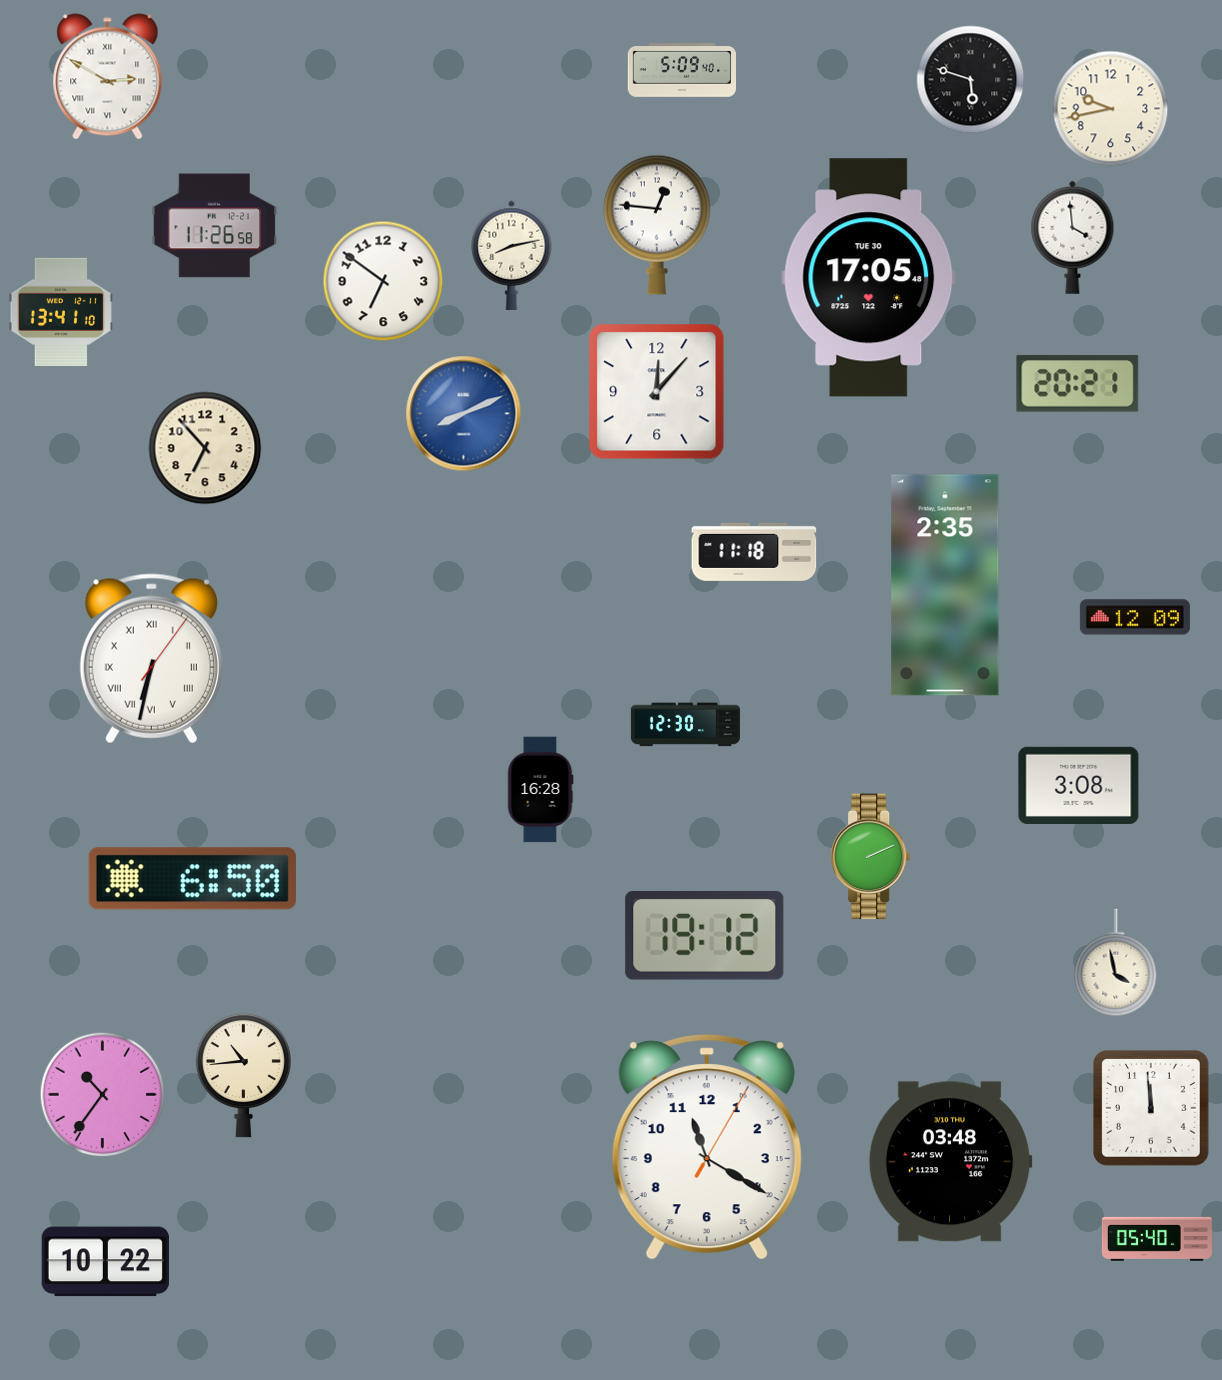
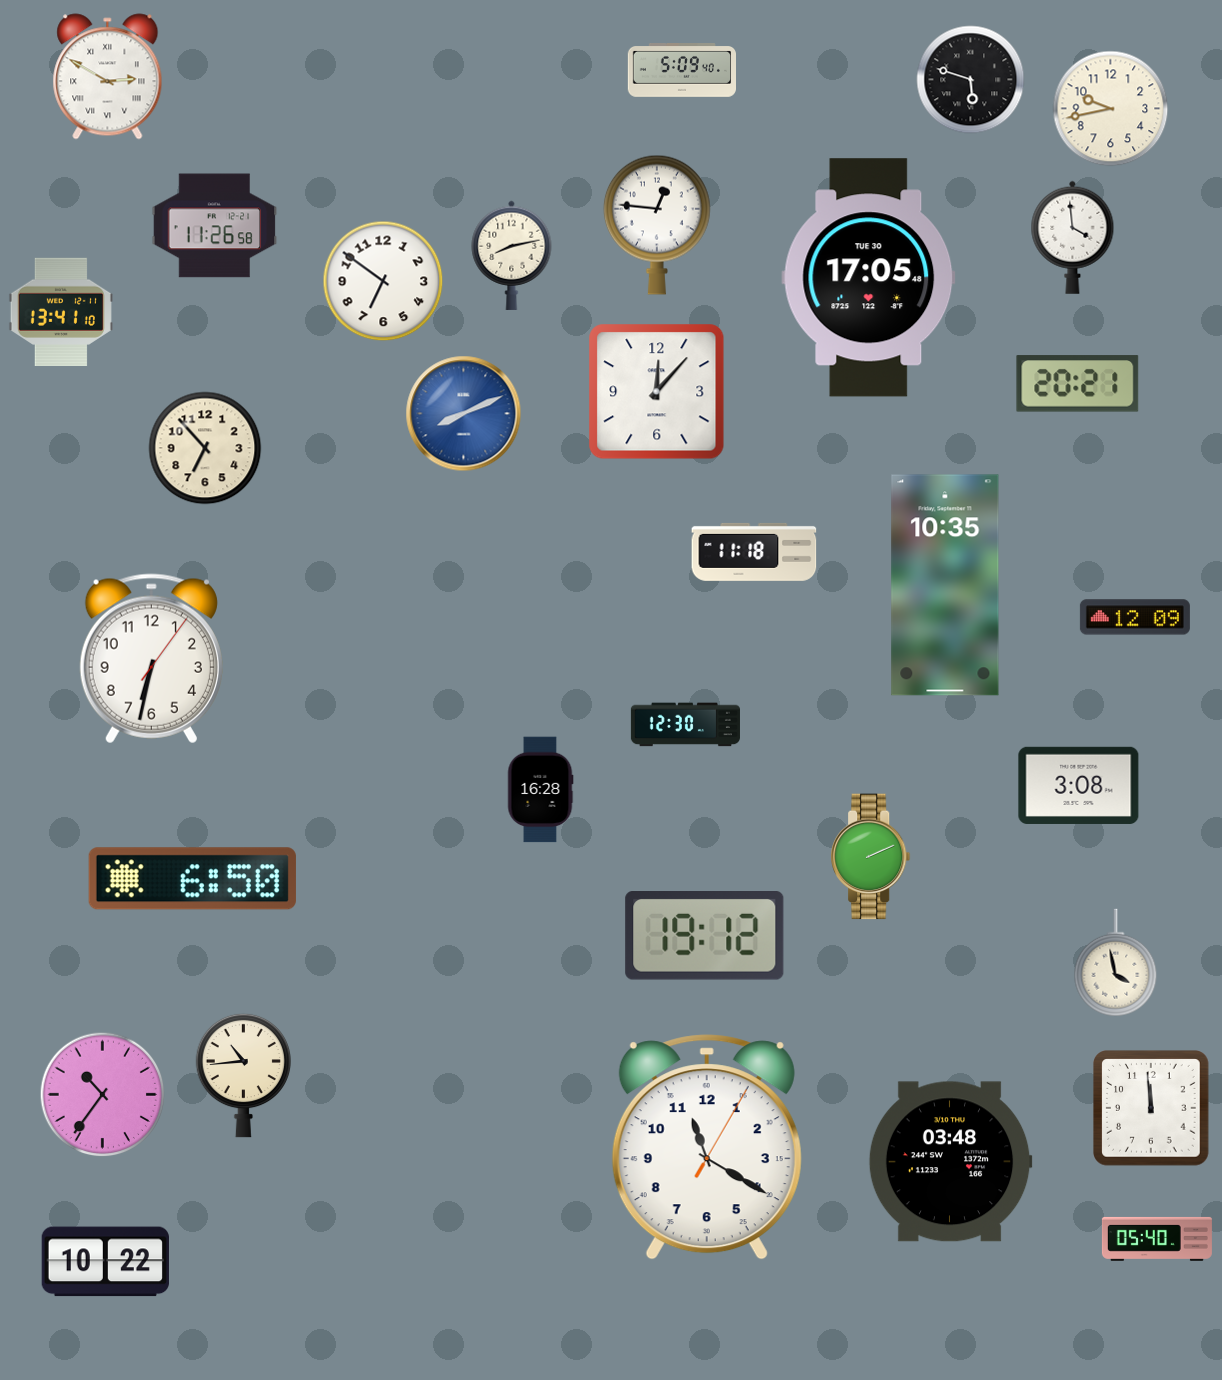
clock at (945, 585): 2:35 -> 10:35
clock at (151, 659) numerals: Roman -> Arabic
